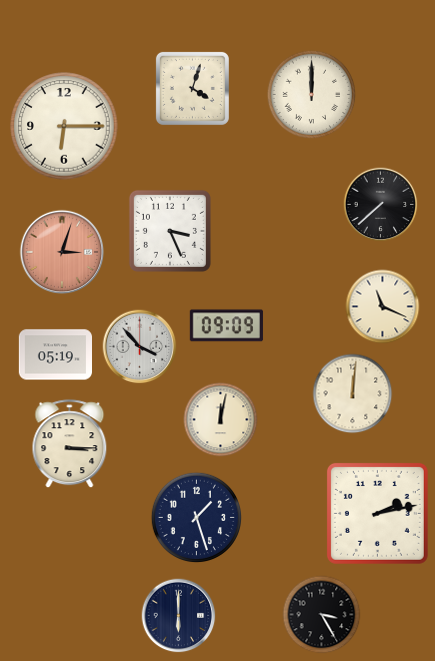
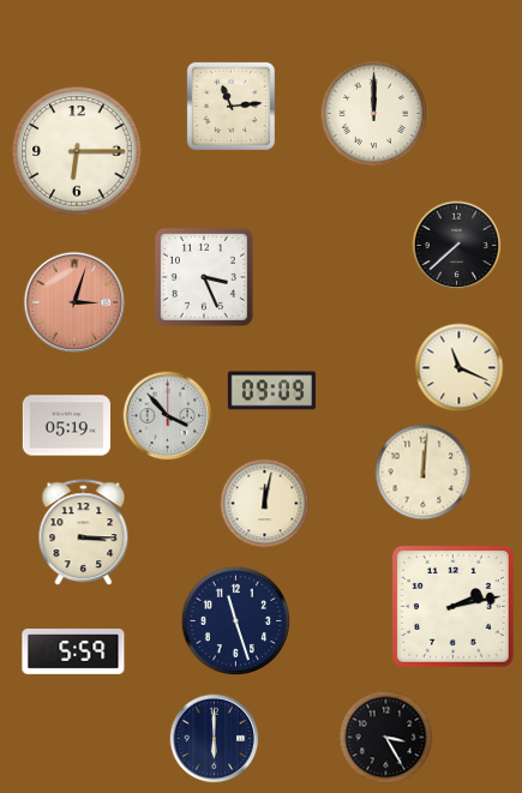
clock at (192, 88): 4:03 -> 11:14
clock at (377, 513) position: (377, 513) -> (452, 606)
clock at (196, 517): 1:27 -> 11:27
clock at (73, 651): none -> 5:59
